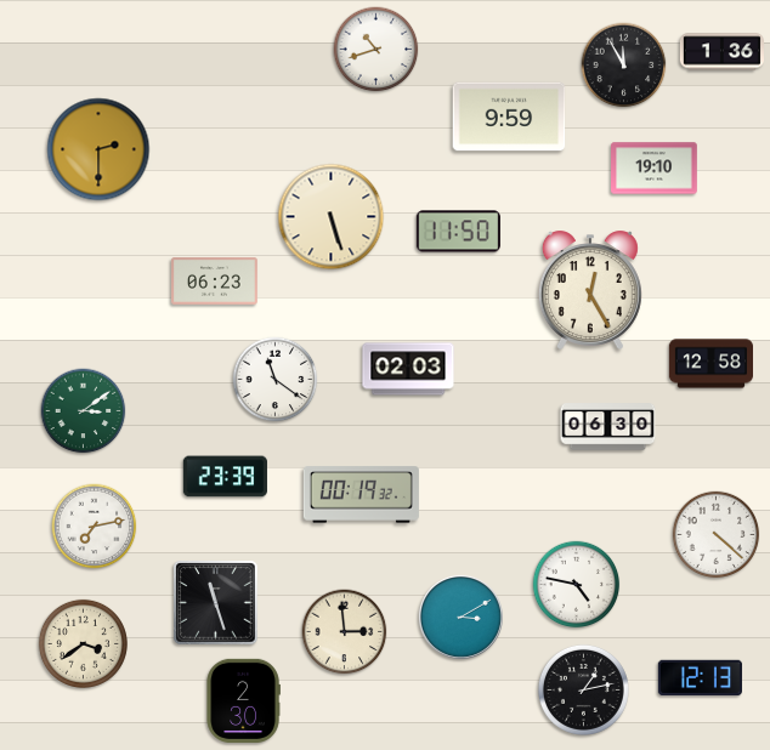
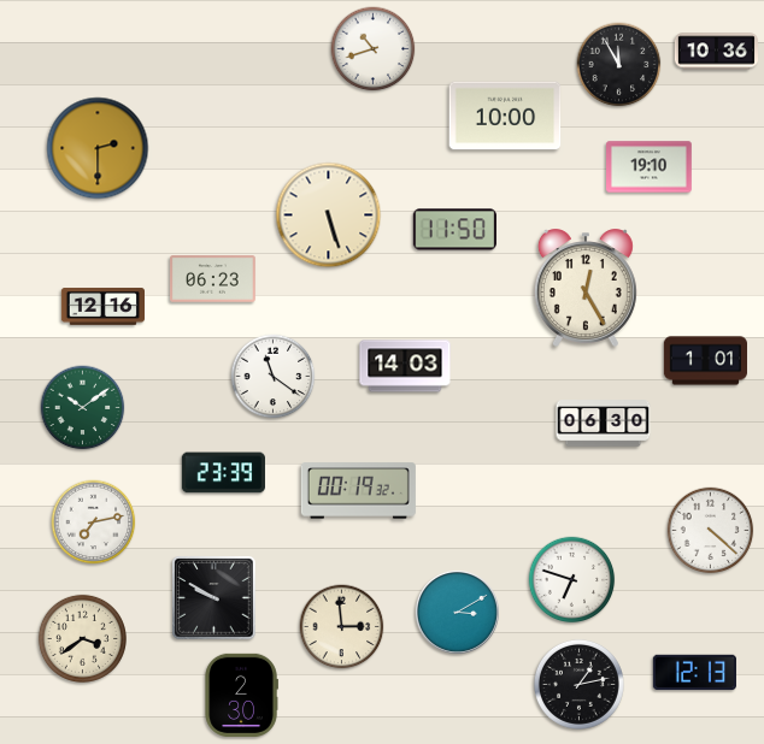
clock at (721, 52): 1:36 -> 10:36
clock at (509, 117): 9:59 -> 10:00
clock at (102, 307): none -> 12:16
clock at (710, 364): 12:58 -> 1:01
clock at (408, 369): 02:03 -> 14:03
clock at (84, 411): 3:09 -> 10:09
clock at (577, 585): 4:47 -> 6:48
clock at (216, 603): 11:27 -> 9:50
